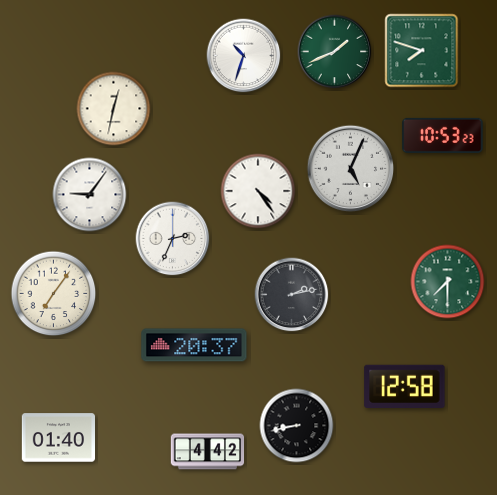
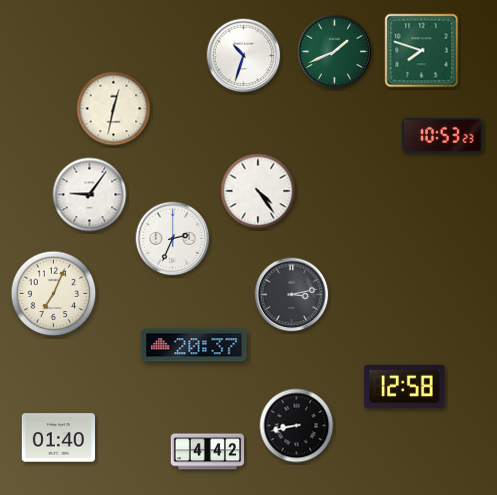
clock at (351, 169): 5:04 -> none
clock at (448, 282): 7:30 -> none
clock at (54, 294): 7:06 -> 7:04
clock at (292, 295): 2:13 -> 3:13
